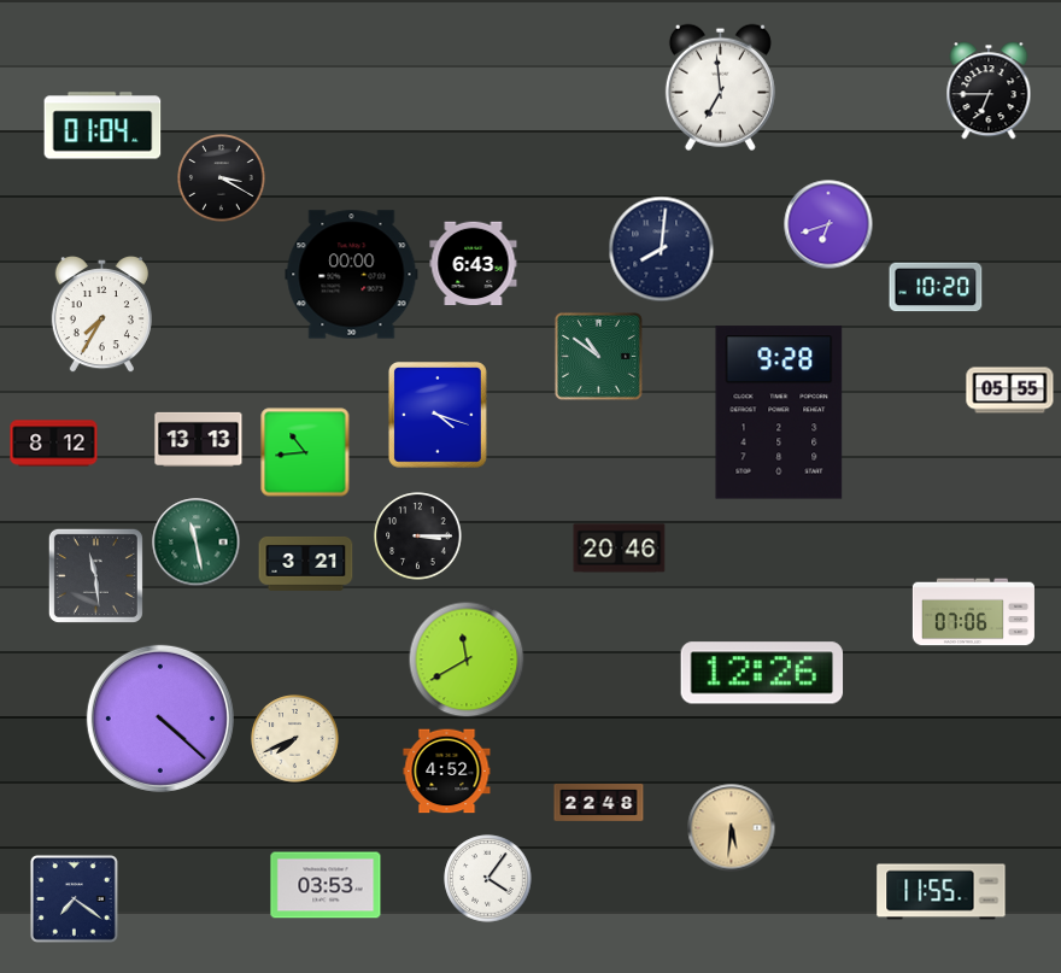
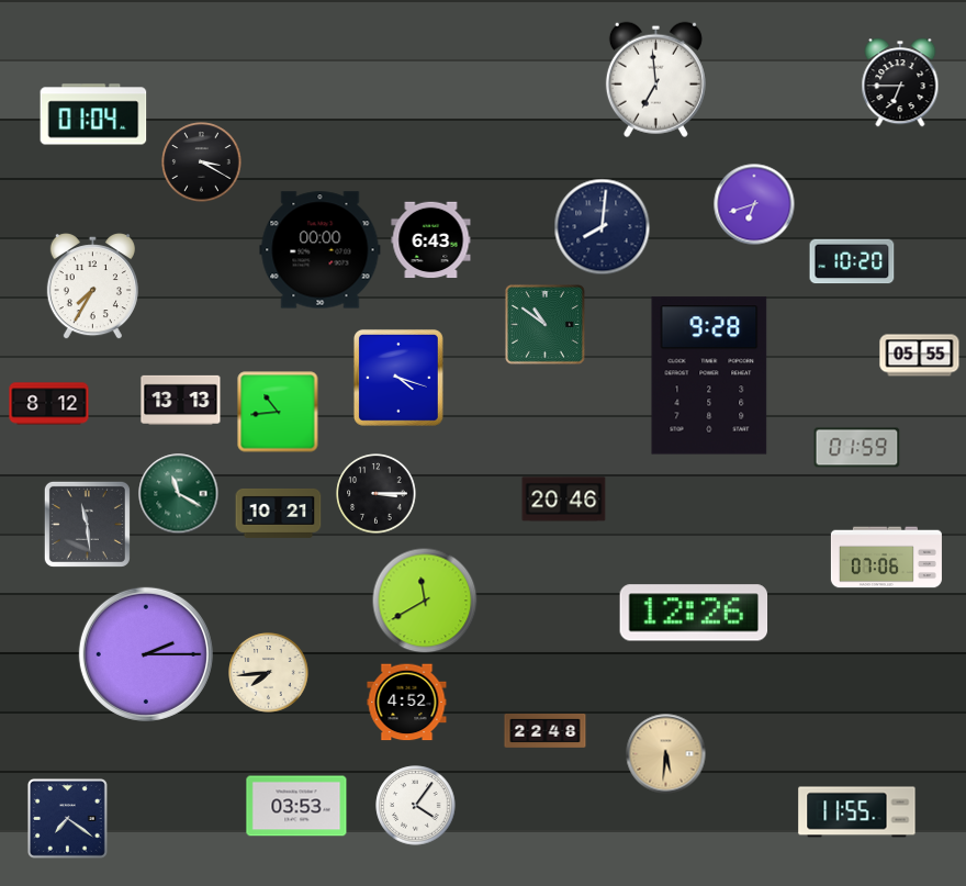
clock at (857, 448): none -> 01:59
clock at (418, 537) position: (418, 537) -> (377, 494)
clock at (197, 543): 11:28 -> 11:20
clock at (306, 563): 3:21 -> 10:21
clock at (160, 719): 4:22 -> 2:15
clock at (295, 739): 7:41 -> 7:44
clock at (488, 879) position: (488, 879) -> (416, 806)
